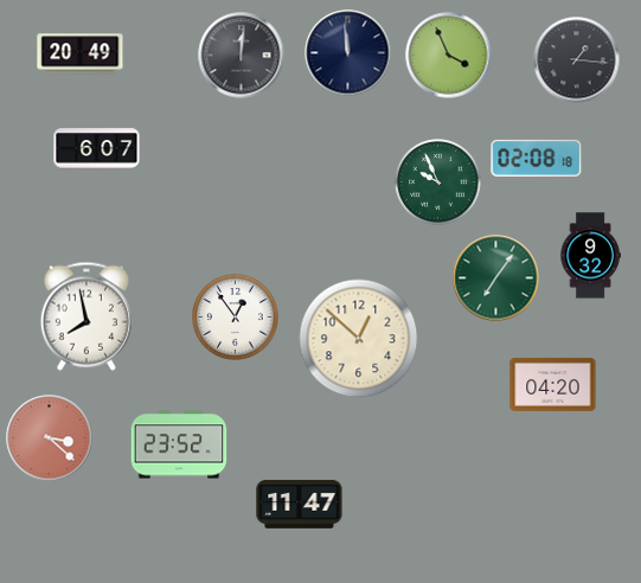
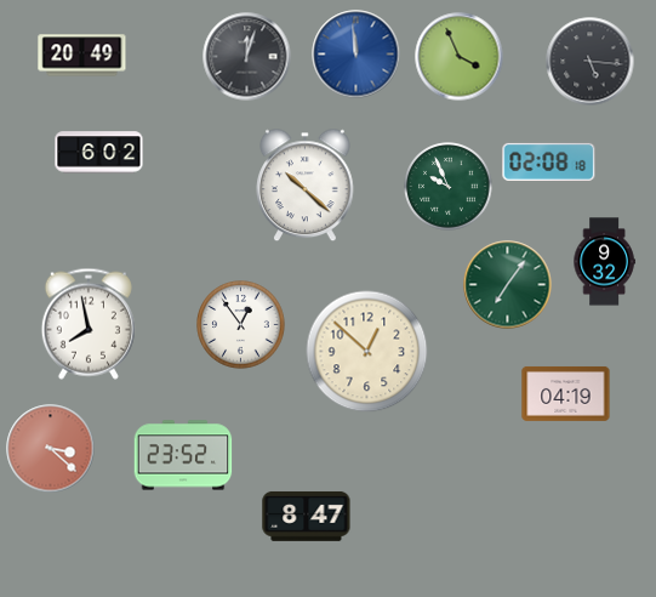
clock at (348, 53) dial: navy -> blue
clock at (242, 56): 12:01 -> 12:03
clock at (577, 60): 1:16 -> 5:16
clock at (97, 149): 6:07 -> 6:02
clock at (306, 186): none -> 10:22
clock at (359, 339) position: (359, 339) -> (367, 352)
clock at (553, 384): 04:20 -> 04:19
clock at (300, 504): 11:47 -> 8:47
